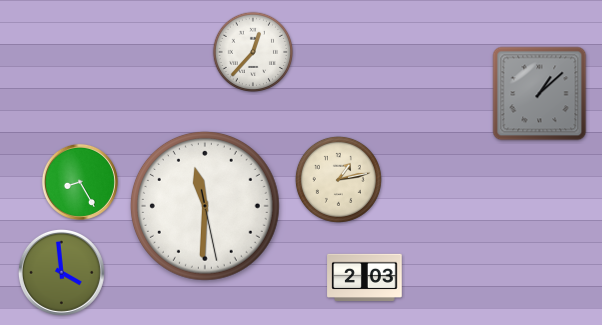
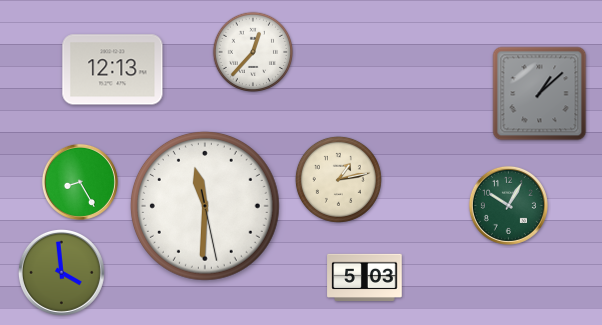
clock at (113, 70): none -> 12:13
clock at (508, 205): none -> 10:05
clock at (365, 277): 2:03 -> 5:03
